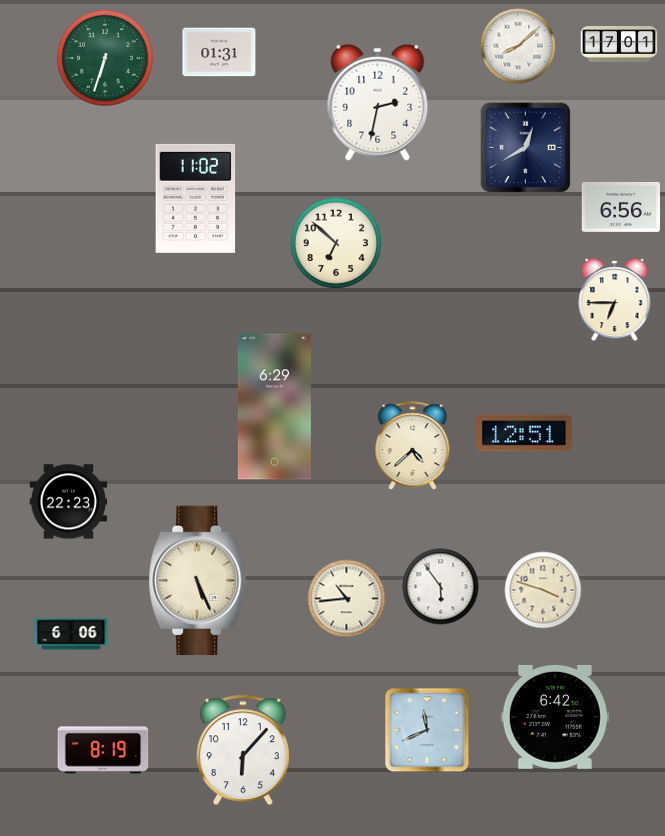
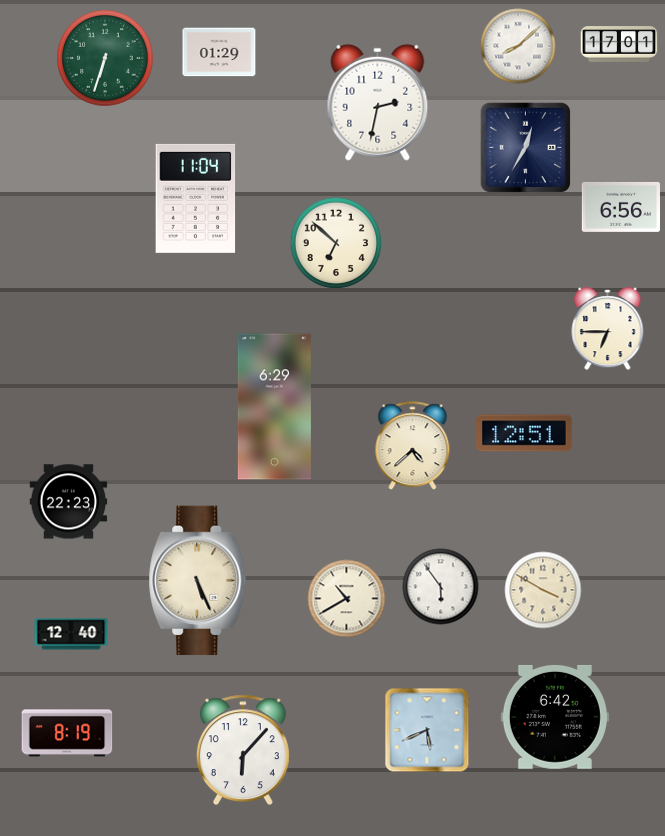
clock at (219, 52): 01:31 -> 01:29
clock at (526, 148): 12:40 -> 12:35
clock at (196, 198): 11:02 -> 11:04
clock at (615, 300) position: (615, 300) -> (608, 329)
clock at (543, 590): 3:48 -> 3:50
clock at (347, 599): 10:44 -> 10:40
clock at (71, 634): 6:06 -> 12:40
clock at (427, 730): 11:41 -> 5:41
clock at (103, 750) position: (103, 750) -> (67, 733)
